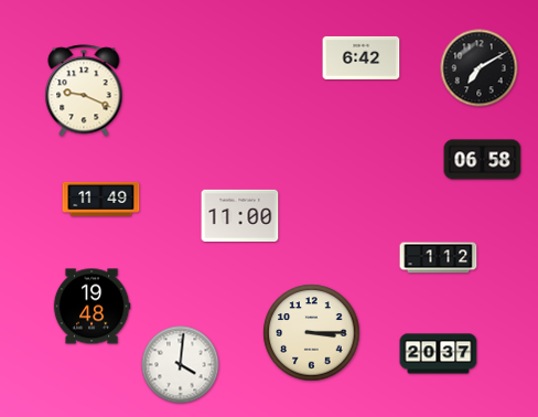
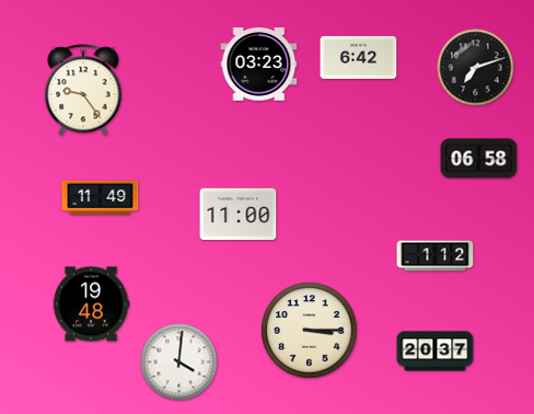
clock at (259, 65): none -> 03:23
clock at (480, 68): 7:10 -> 7:12
clock at (84, 90): 9:19 -> 9:24
